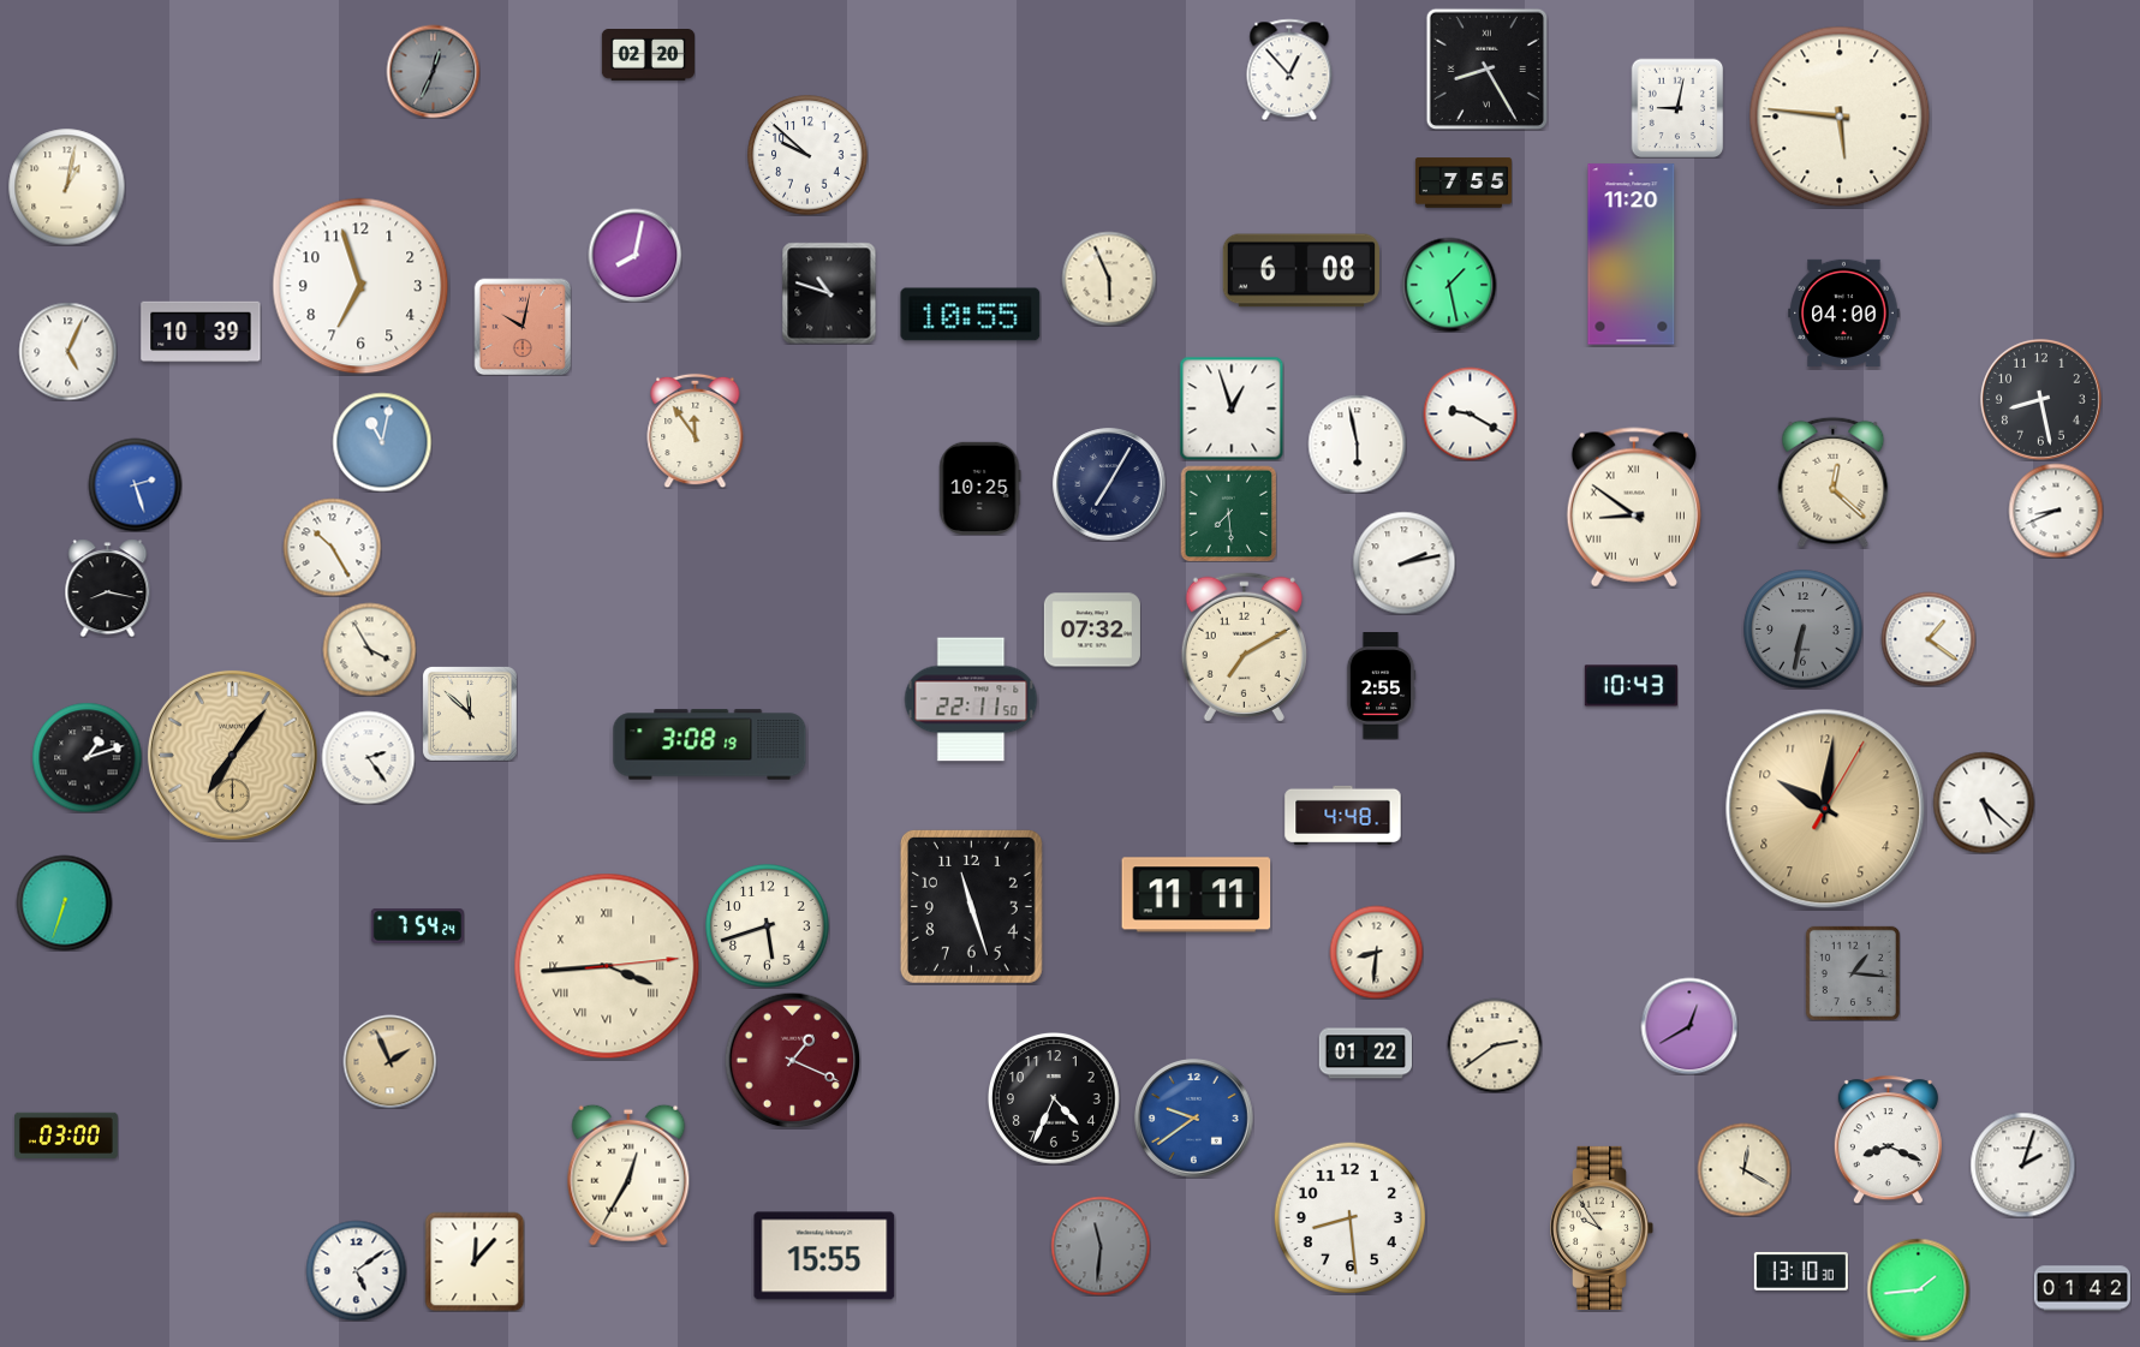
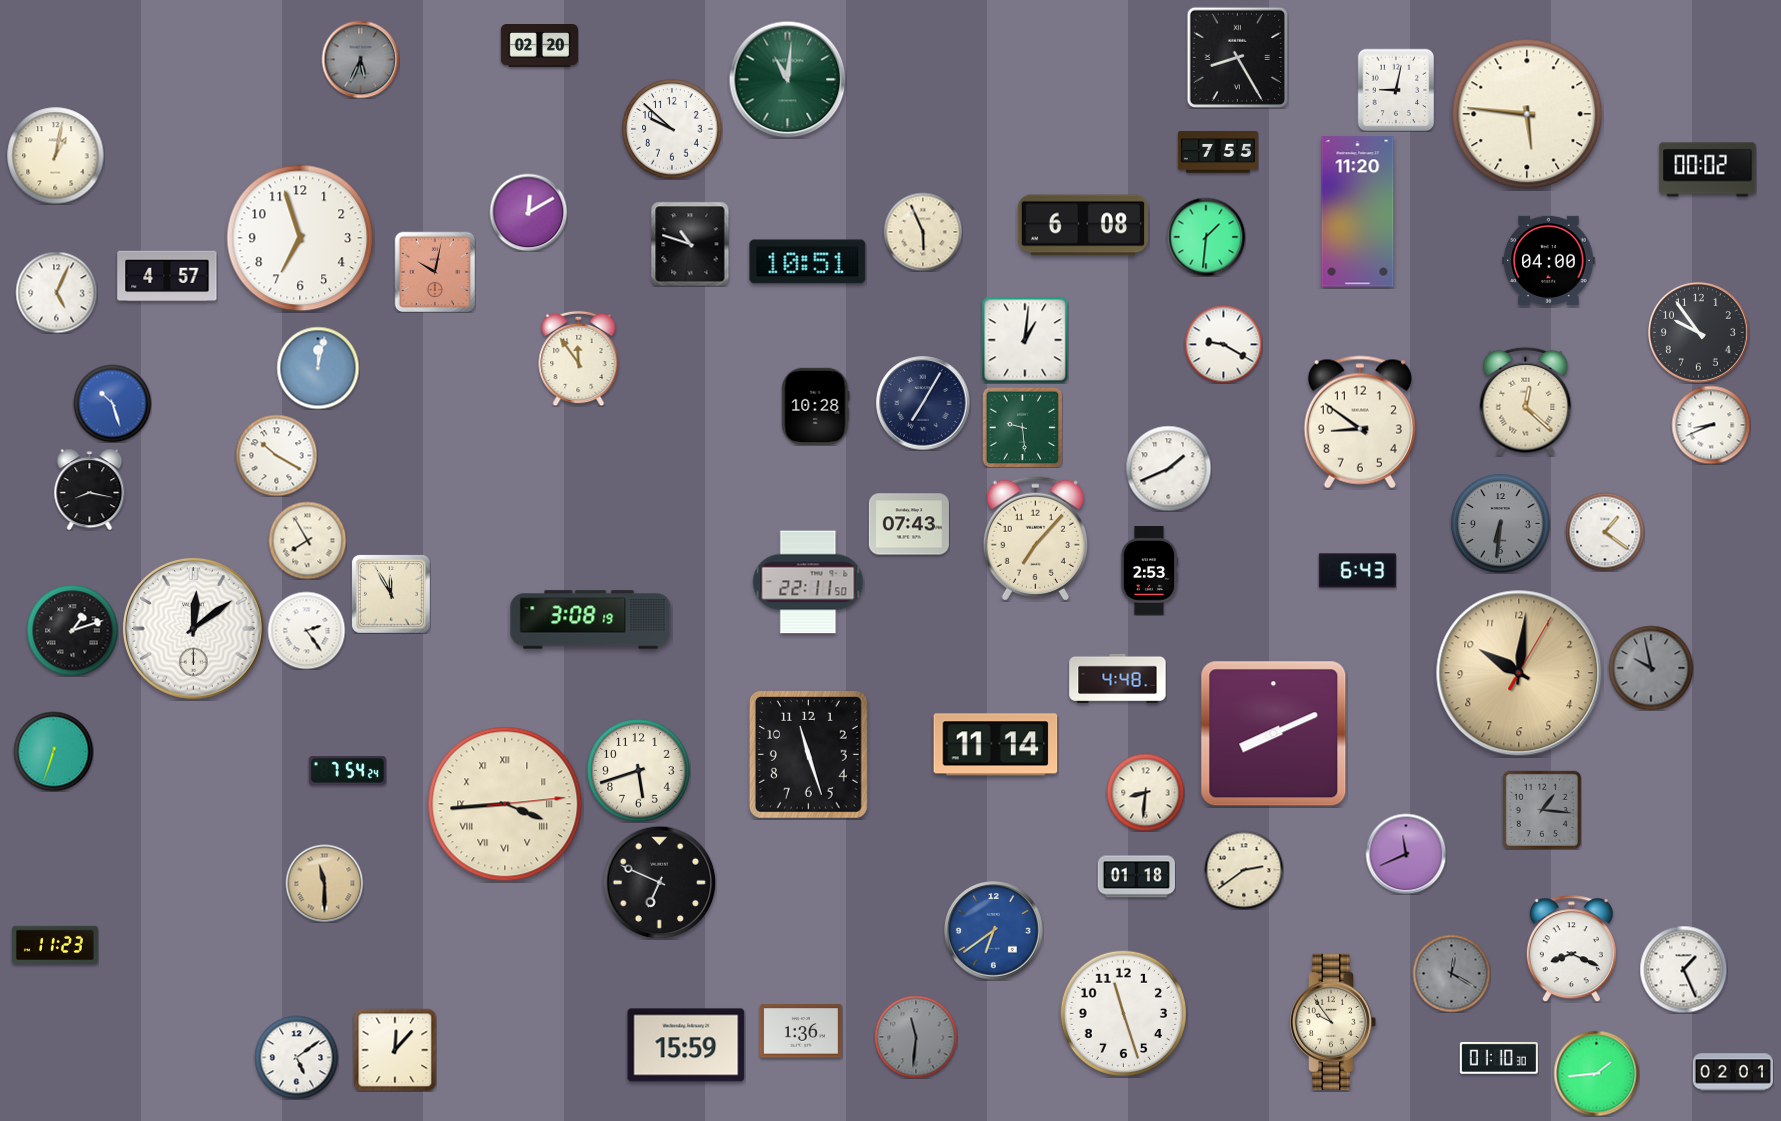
clock at (1289, 70): 12:53 -> none
clock at (433, 71): 12:34 -> 5:34
clock at (787, 79): none -> 11:01
clock at (1840, 117) position: (1840, 117) -> (1527, 114)
clock at (1708, 170): none -> 00:02
clock at (634, 255): 8:02 -> 12:10
clock at (1449, 285): 1:28 -> 1:31
clock at (1844, 312) position: (1844, 312) -> (1549, 260)
clock at (971, 315): 10:55 -> 10:51
clock at (201, 332): 10:39 -> 4:57
clock at (2040, 399): 8:28 -> 9:54
clock at (1232, 409): 12:57 -> 1:01
clock at (382, 442): 11:02 -> 12:02
clock at (1357, 443): 5:58 -> none
clock at (135, 484): 2:27 -> 10:27
clock at (980, 488): 10:25 -> 10:28
clock at (1634, 507) numerals: Roman -> Arabic
clock at (1228, 513): 7:29 -> 9:29
clock at (332, 547): 10:25 -> 10:20
clock at (1403, 562): 2:13 -> 1:41
clock at (1092, 630): 07:32 -> 07:43
clock at (1804, 630): 6:32 -> 6:31
clock at (1244, 646): 7:10 -> 7:07
clock at (369, 649): 3:55 -> 7:55
clock at (1381, 686): 2:55 -> 2:53
clock at (1631, 686): 10:43 -> 6:43
clock at (470, 714): 11:52 -> 11:55
clock at (232, 755): 7:06 -> 12:09
clock at (232, 755) dial: champagne -> white
clock at (1984, 803): 5:22 -> 9:58
clock at (1984, 803) dial: white -> grey
clock at (1274, 734): none -> 8:11
clock at (1197, 895): 11:11 -> 11:14
clock at (1689, 1026): 12:40 -> 11:41
clock at (1365, 1054): 01:22 -> 01:18
clock at (792, 1060): 1:19 -> 6:49
clock at (792, 1060) dial: burgundy -> black
clock at (389, 1061): 1:56 -> 11:30
clock at (1055, 1099): 4:34 -> none
clock at (1194, 1119): 9:39 -> 6:39
clock at (67, 1136): 03:00 -> 11:23
clock at (2022, 1164): 2:03 -> 1:26
clock at (1743, 1169) dial: cream -> grey
clock at (628, 1175): 12:35 -> none
clock at (1349, 1217): 8:29 -> 11:27
clock at (801, 1031): none -> 1:36
clock at (824, 1256): 15:55 -> 15:59
clock at (1801, 1271): 13:10 -> 01:10
clock at (2082, 1288): 01:42 -> 02:01
